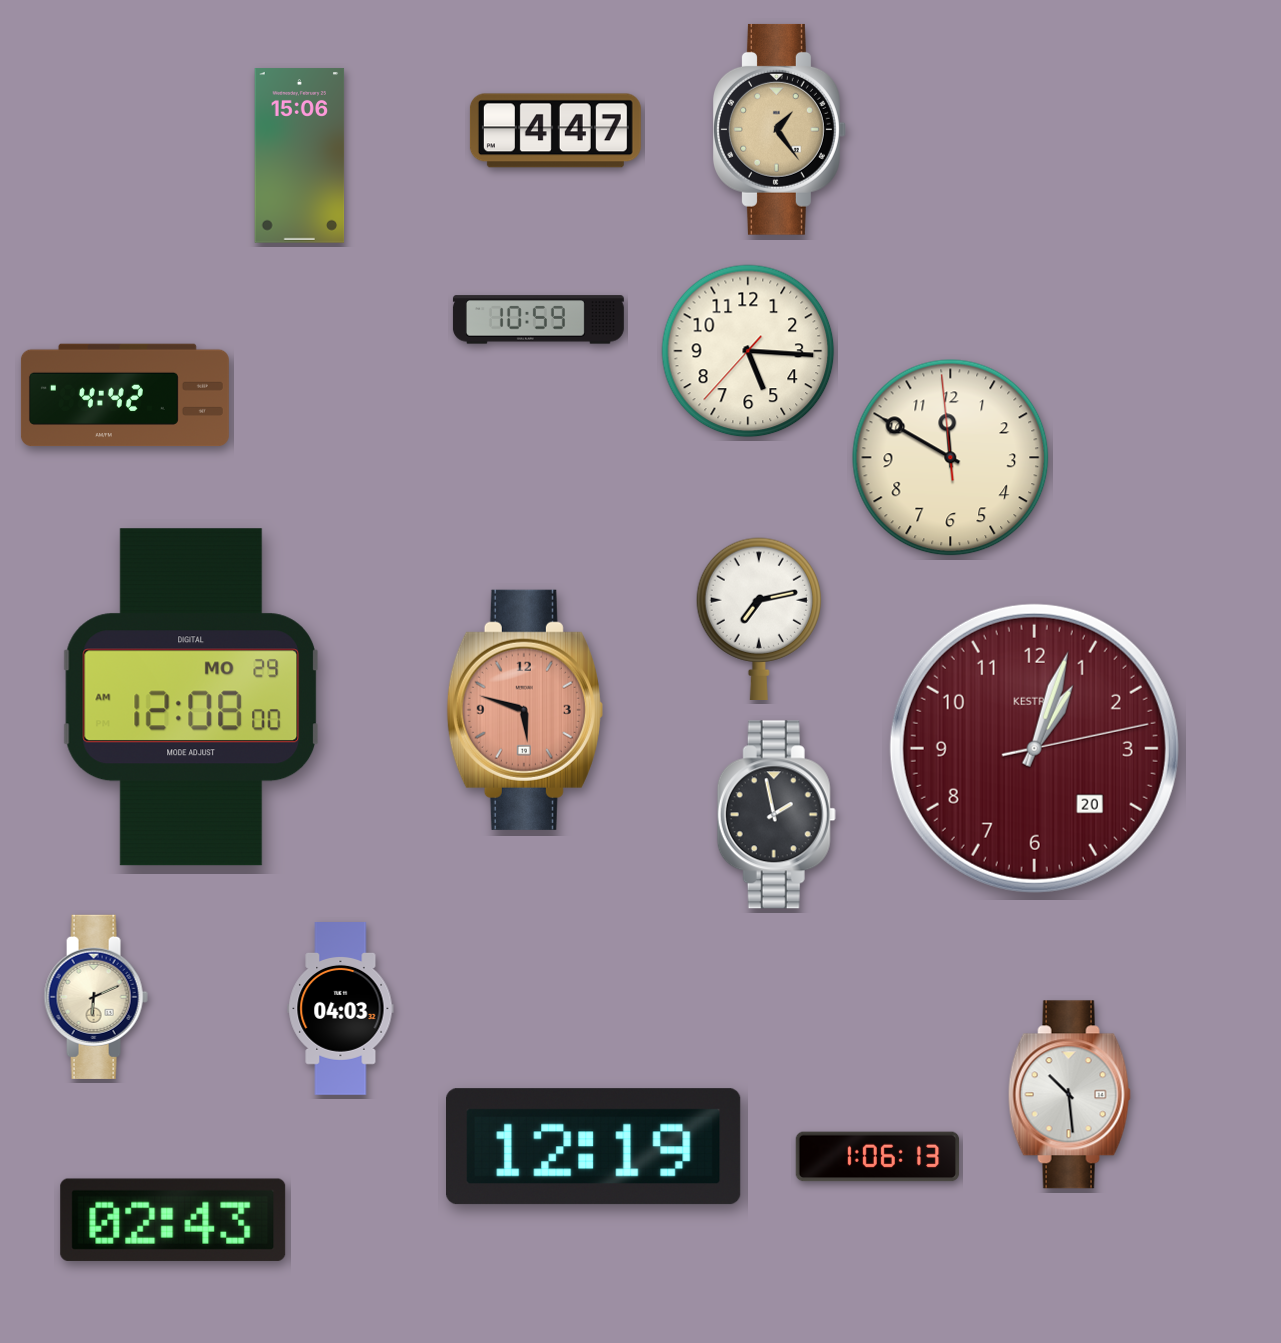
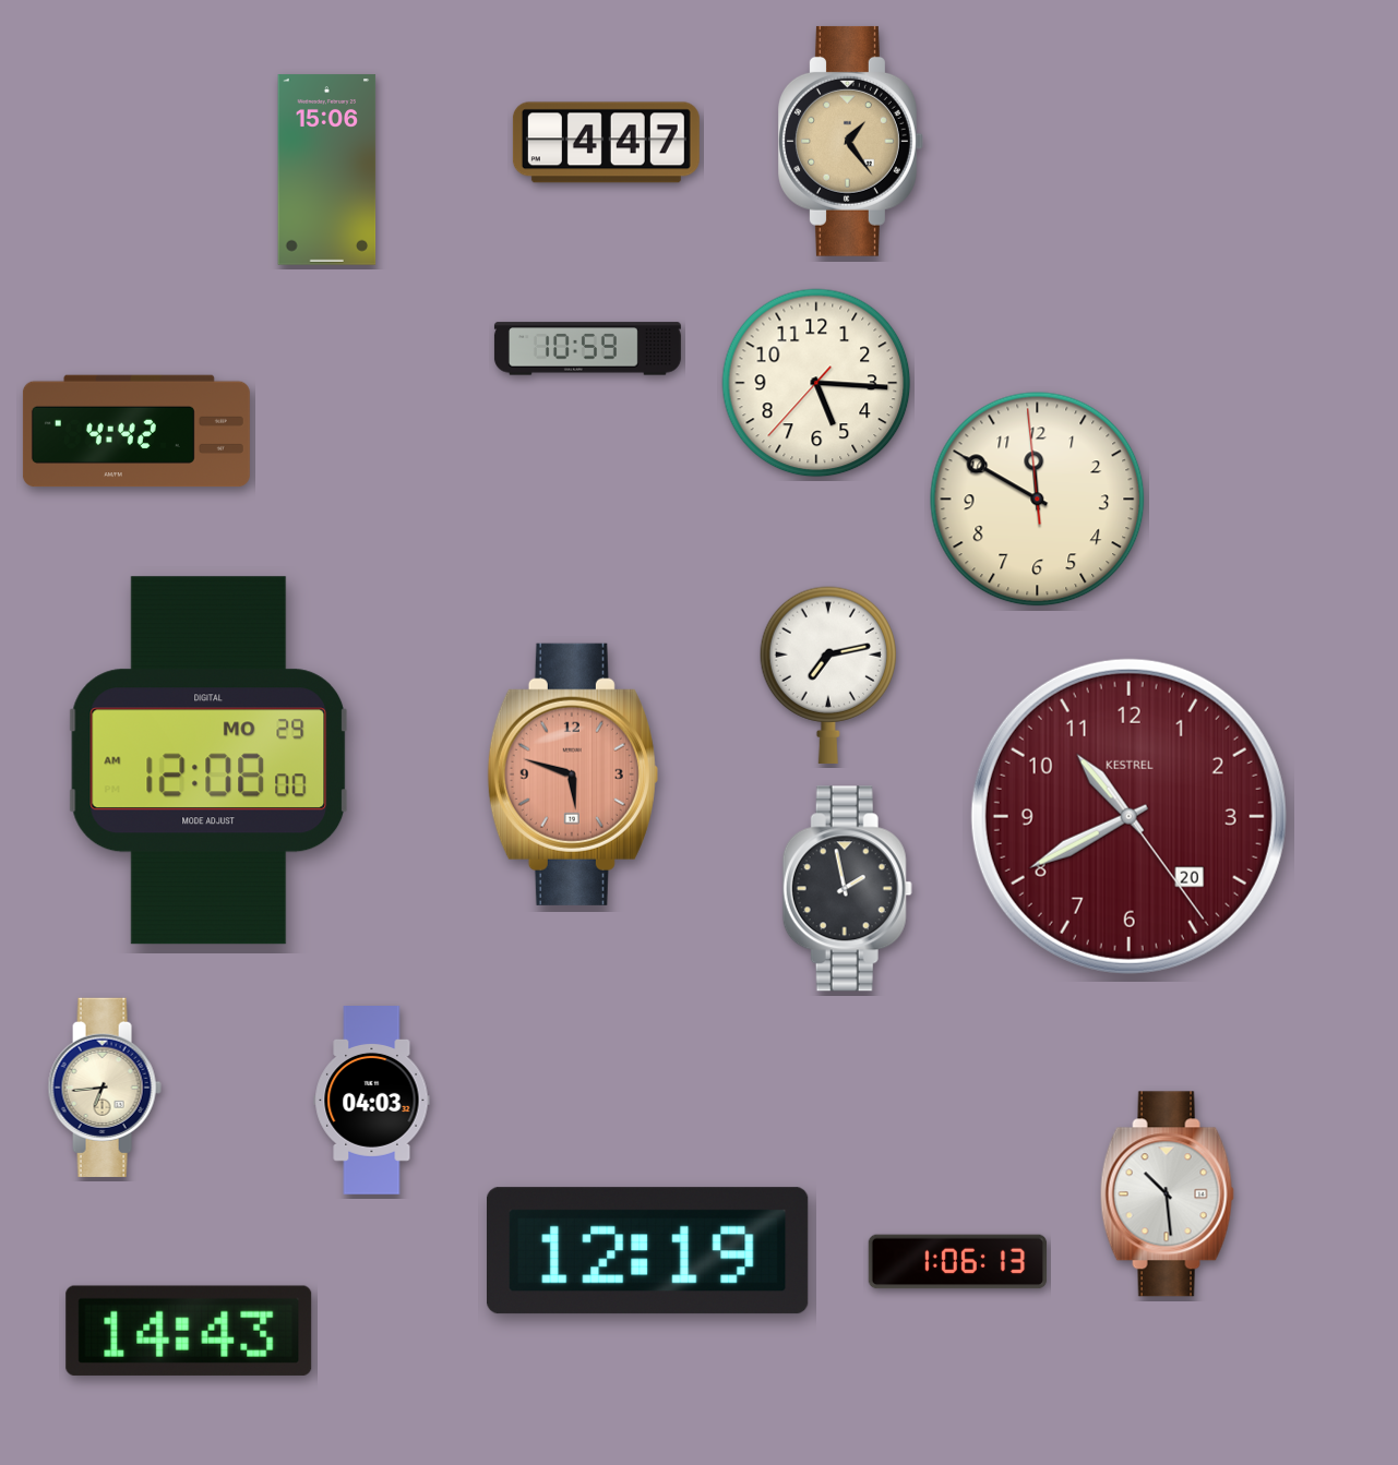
clock at (1034, 748): 1:03 -> 10:40
clock at (96, 997): 6:11 -> 6:44
clock at (173, 1220): 02:43 -> 14:43
